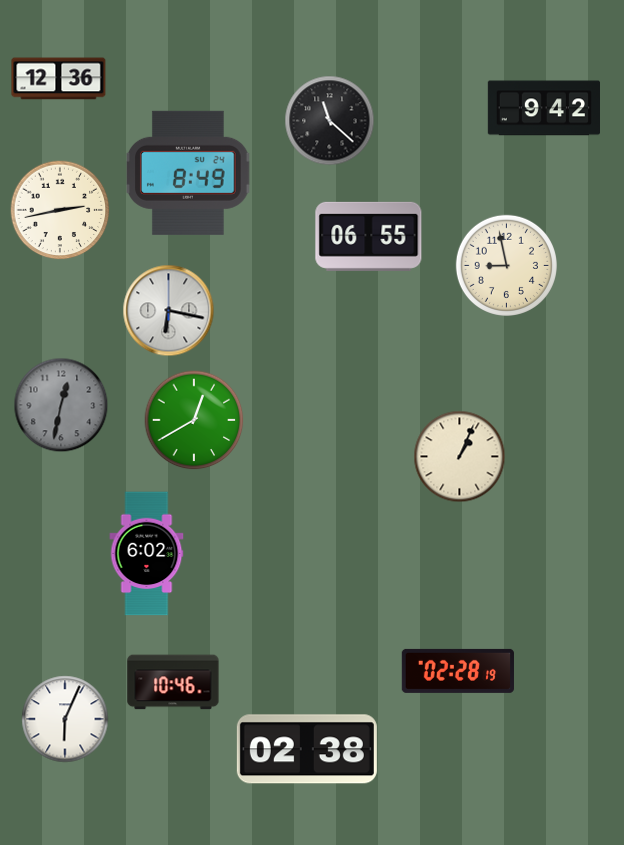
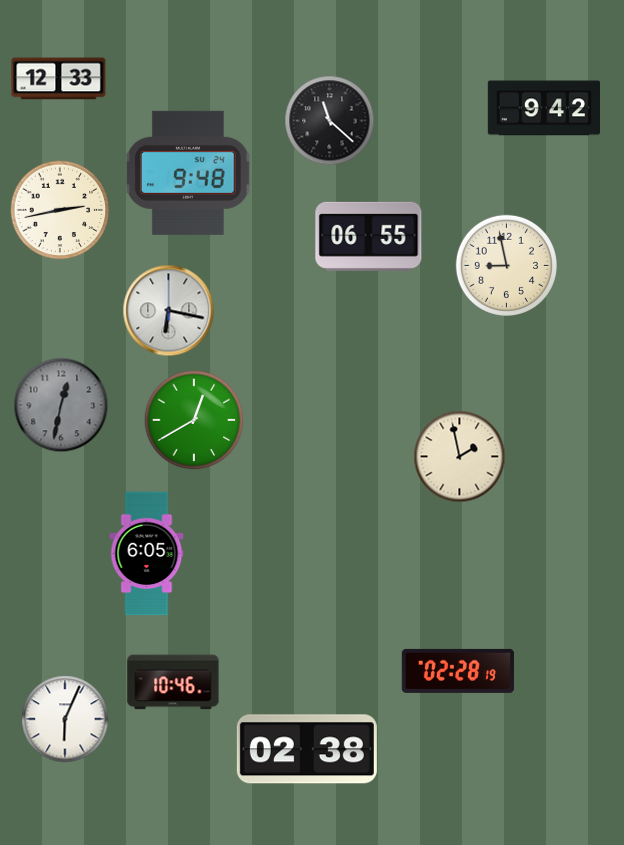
clock at (59, 79): 12:36 -> 12:33
clock at (188, 173): 8:49 -> 9:48
clock at (460, 457): 1:04 -> 1:58
clock at (147, 554): 6:02 -> 6:05
